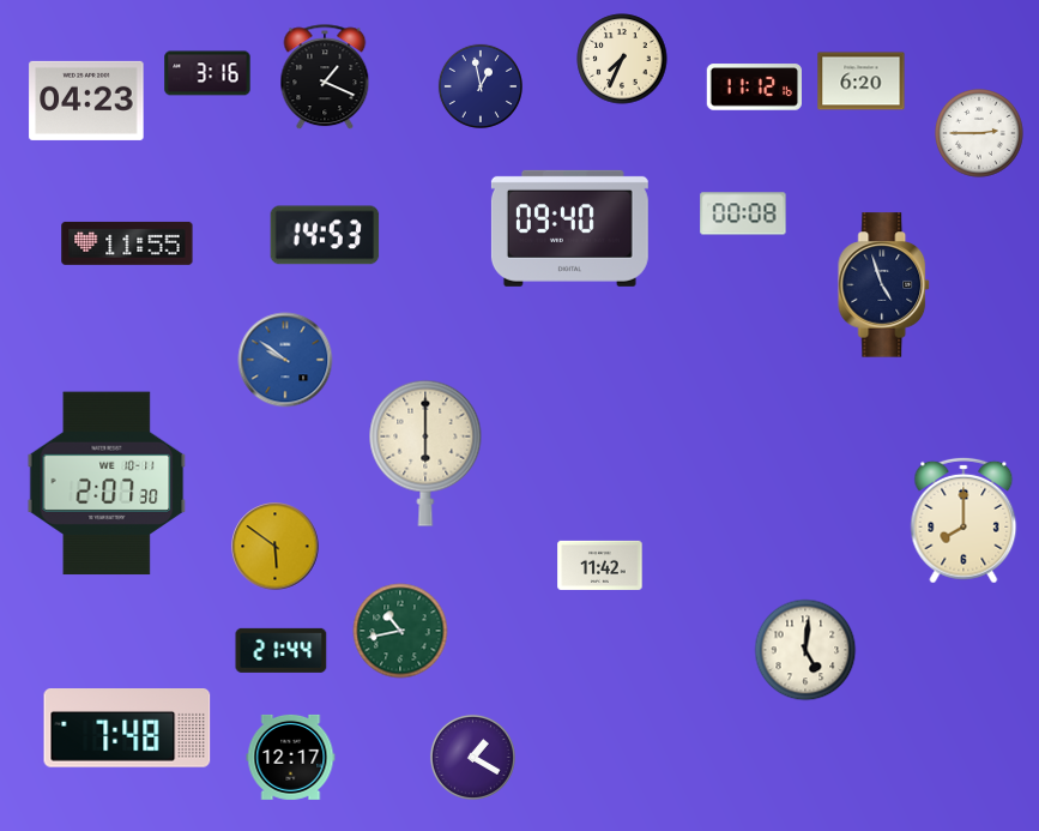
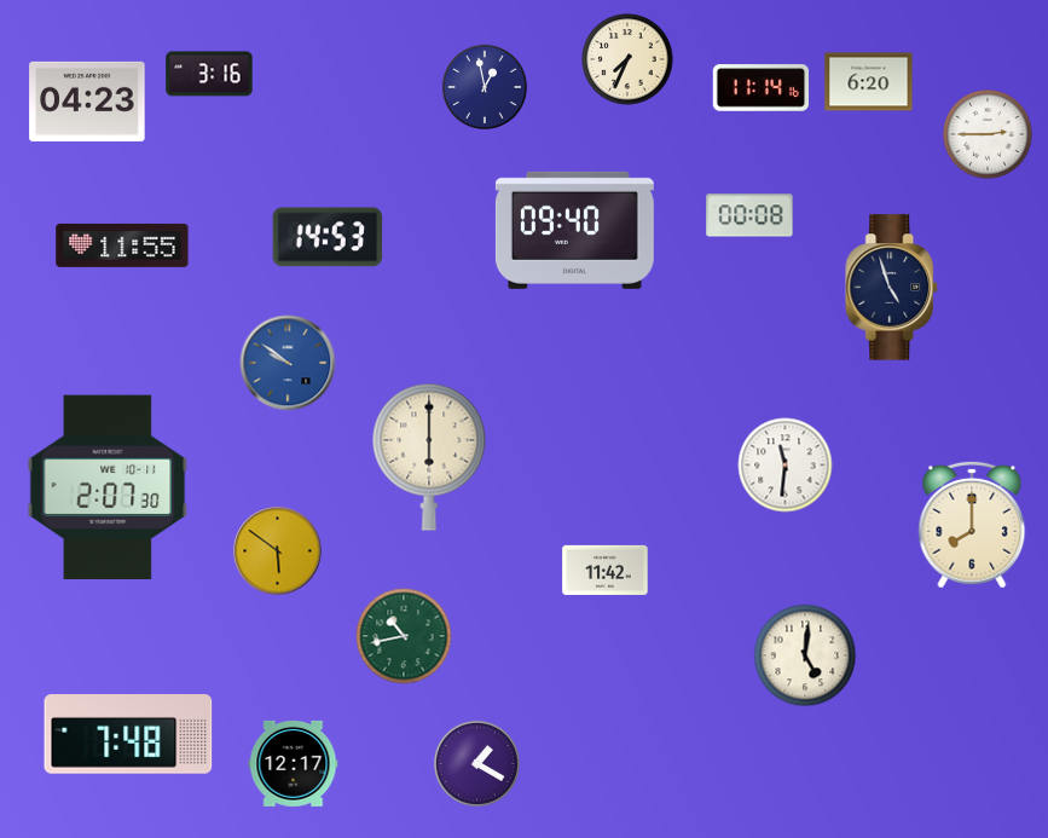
clock at (325, 78): 1:19 -> none
clock at (754, 88): 11:12 -> 11:14
clock at (127, 243) position: (127, 243) -> (122, 245)
clock at (786, 466): none -> 11:31
clock at (282, 650): 21:44 -> none
clock at (805, 650) position: (805, 650) -> (805, 655)
